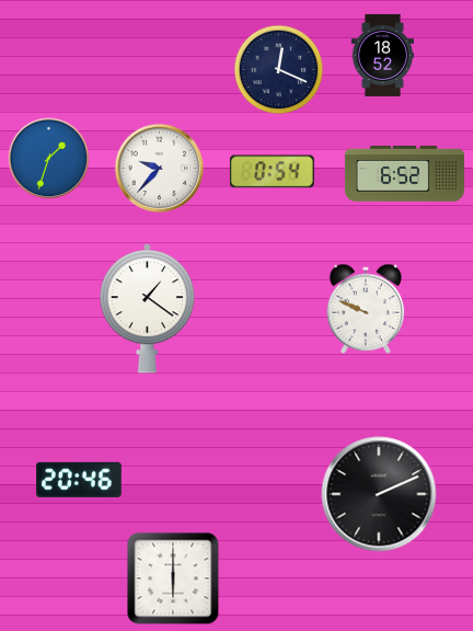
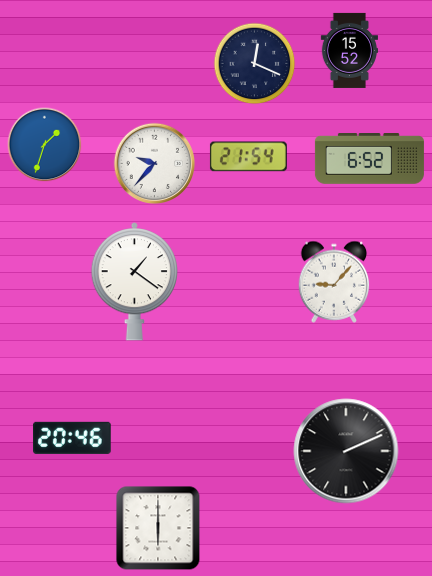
clock at (382, 55): 18:52 -> 15:52
clock at (160, 169) position: (160, 169) -> (155, 164)
clock at (272, 172): 0:54 -> 21:54
clock at (366, 309): 9:49 -> 9:07
